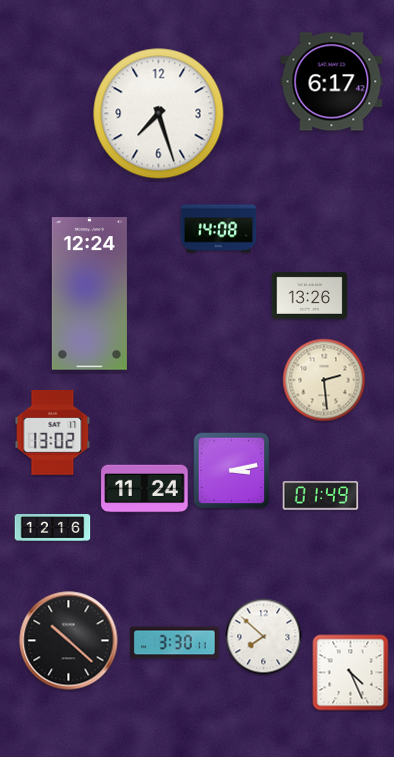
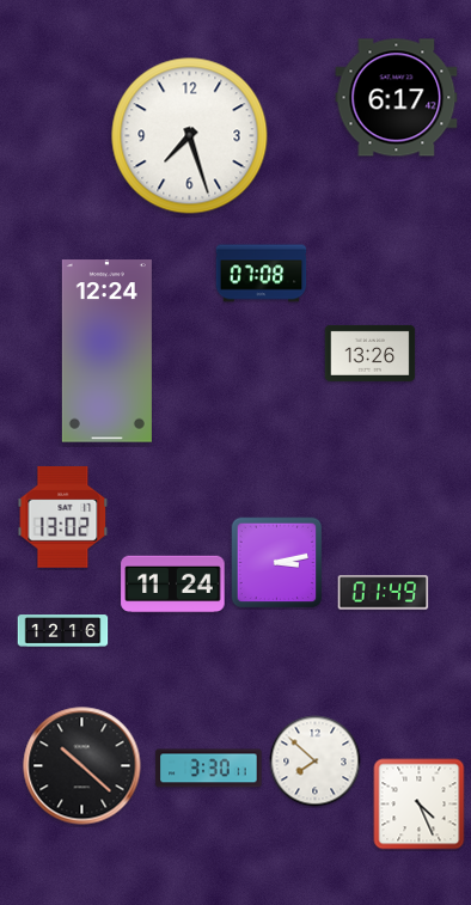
clock at (219, 229): 14:08 -> 07:08
clock at (324, 380): 2:29 -> none
